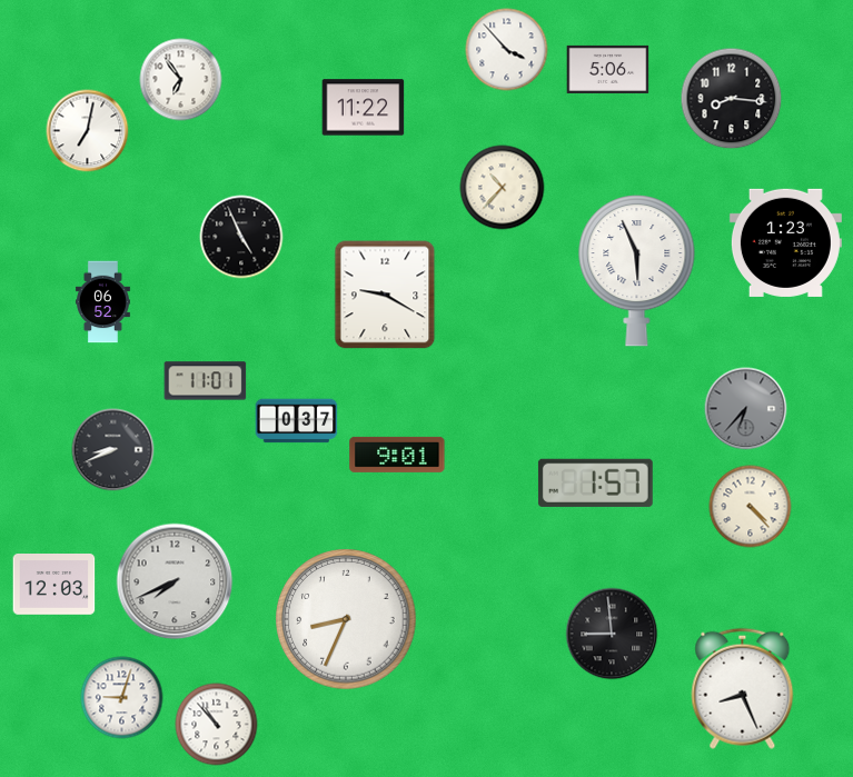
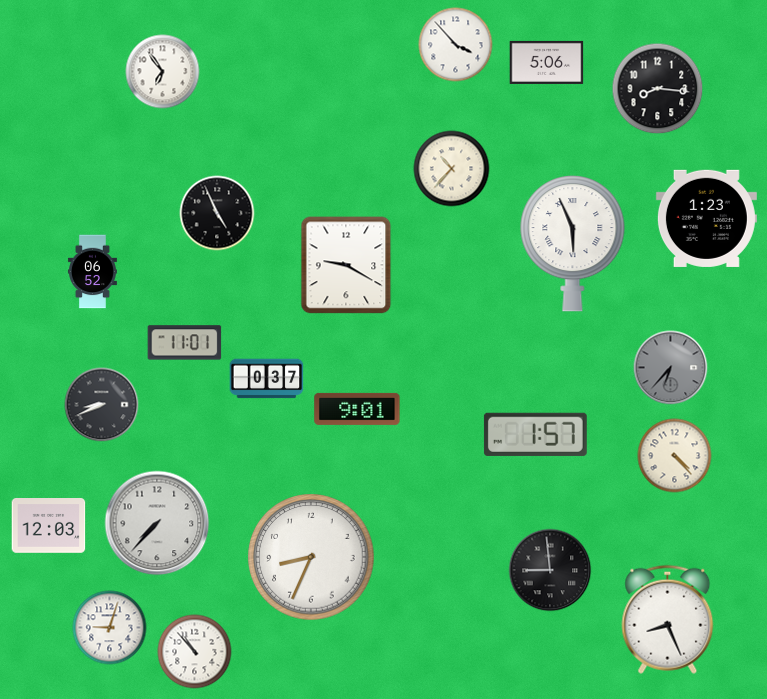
clock at (364, 108): 11:22 -> none
clock at (88, 131): 7:02 -> none
clock at (175, 581): 7:41 -> 7:37
